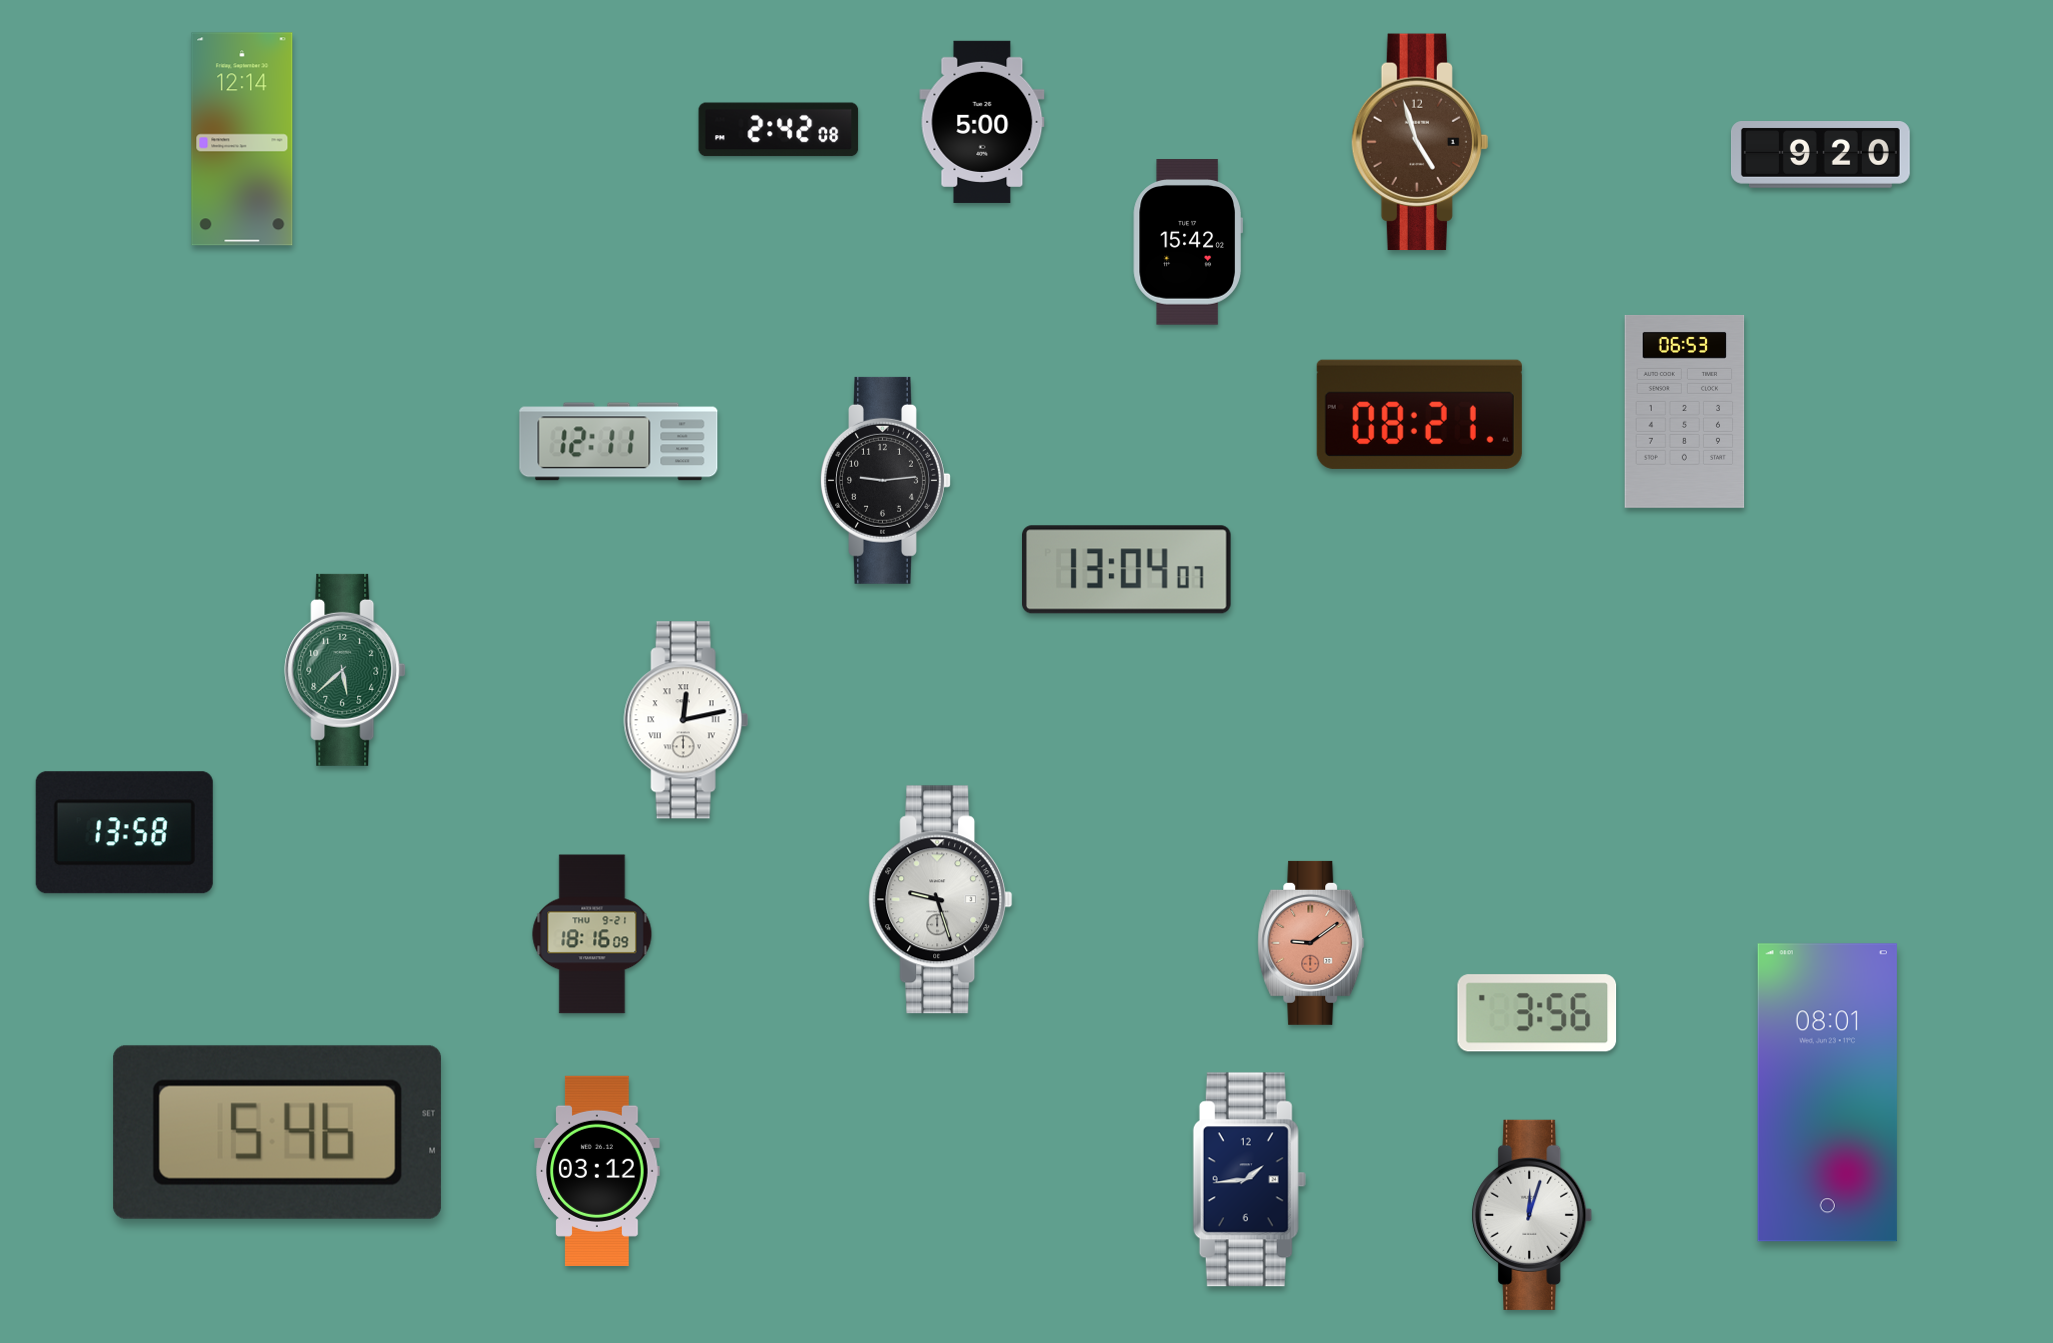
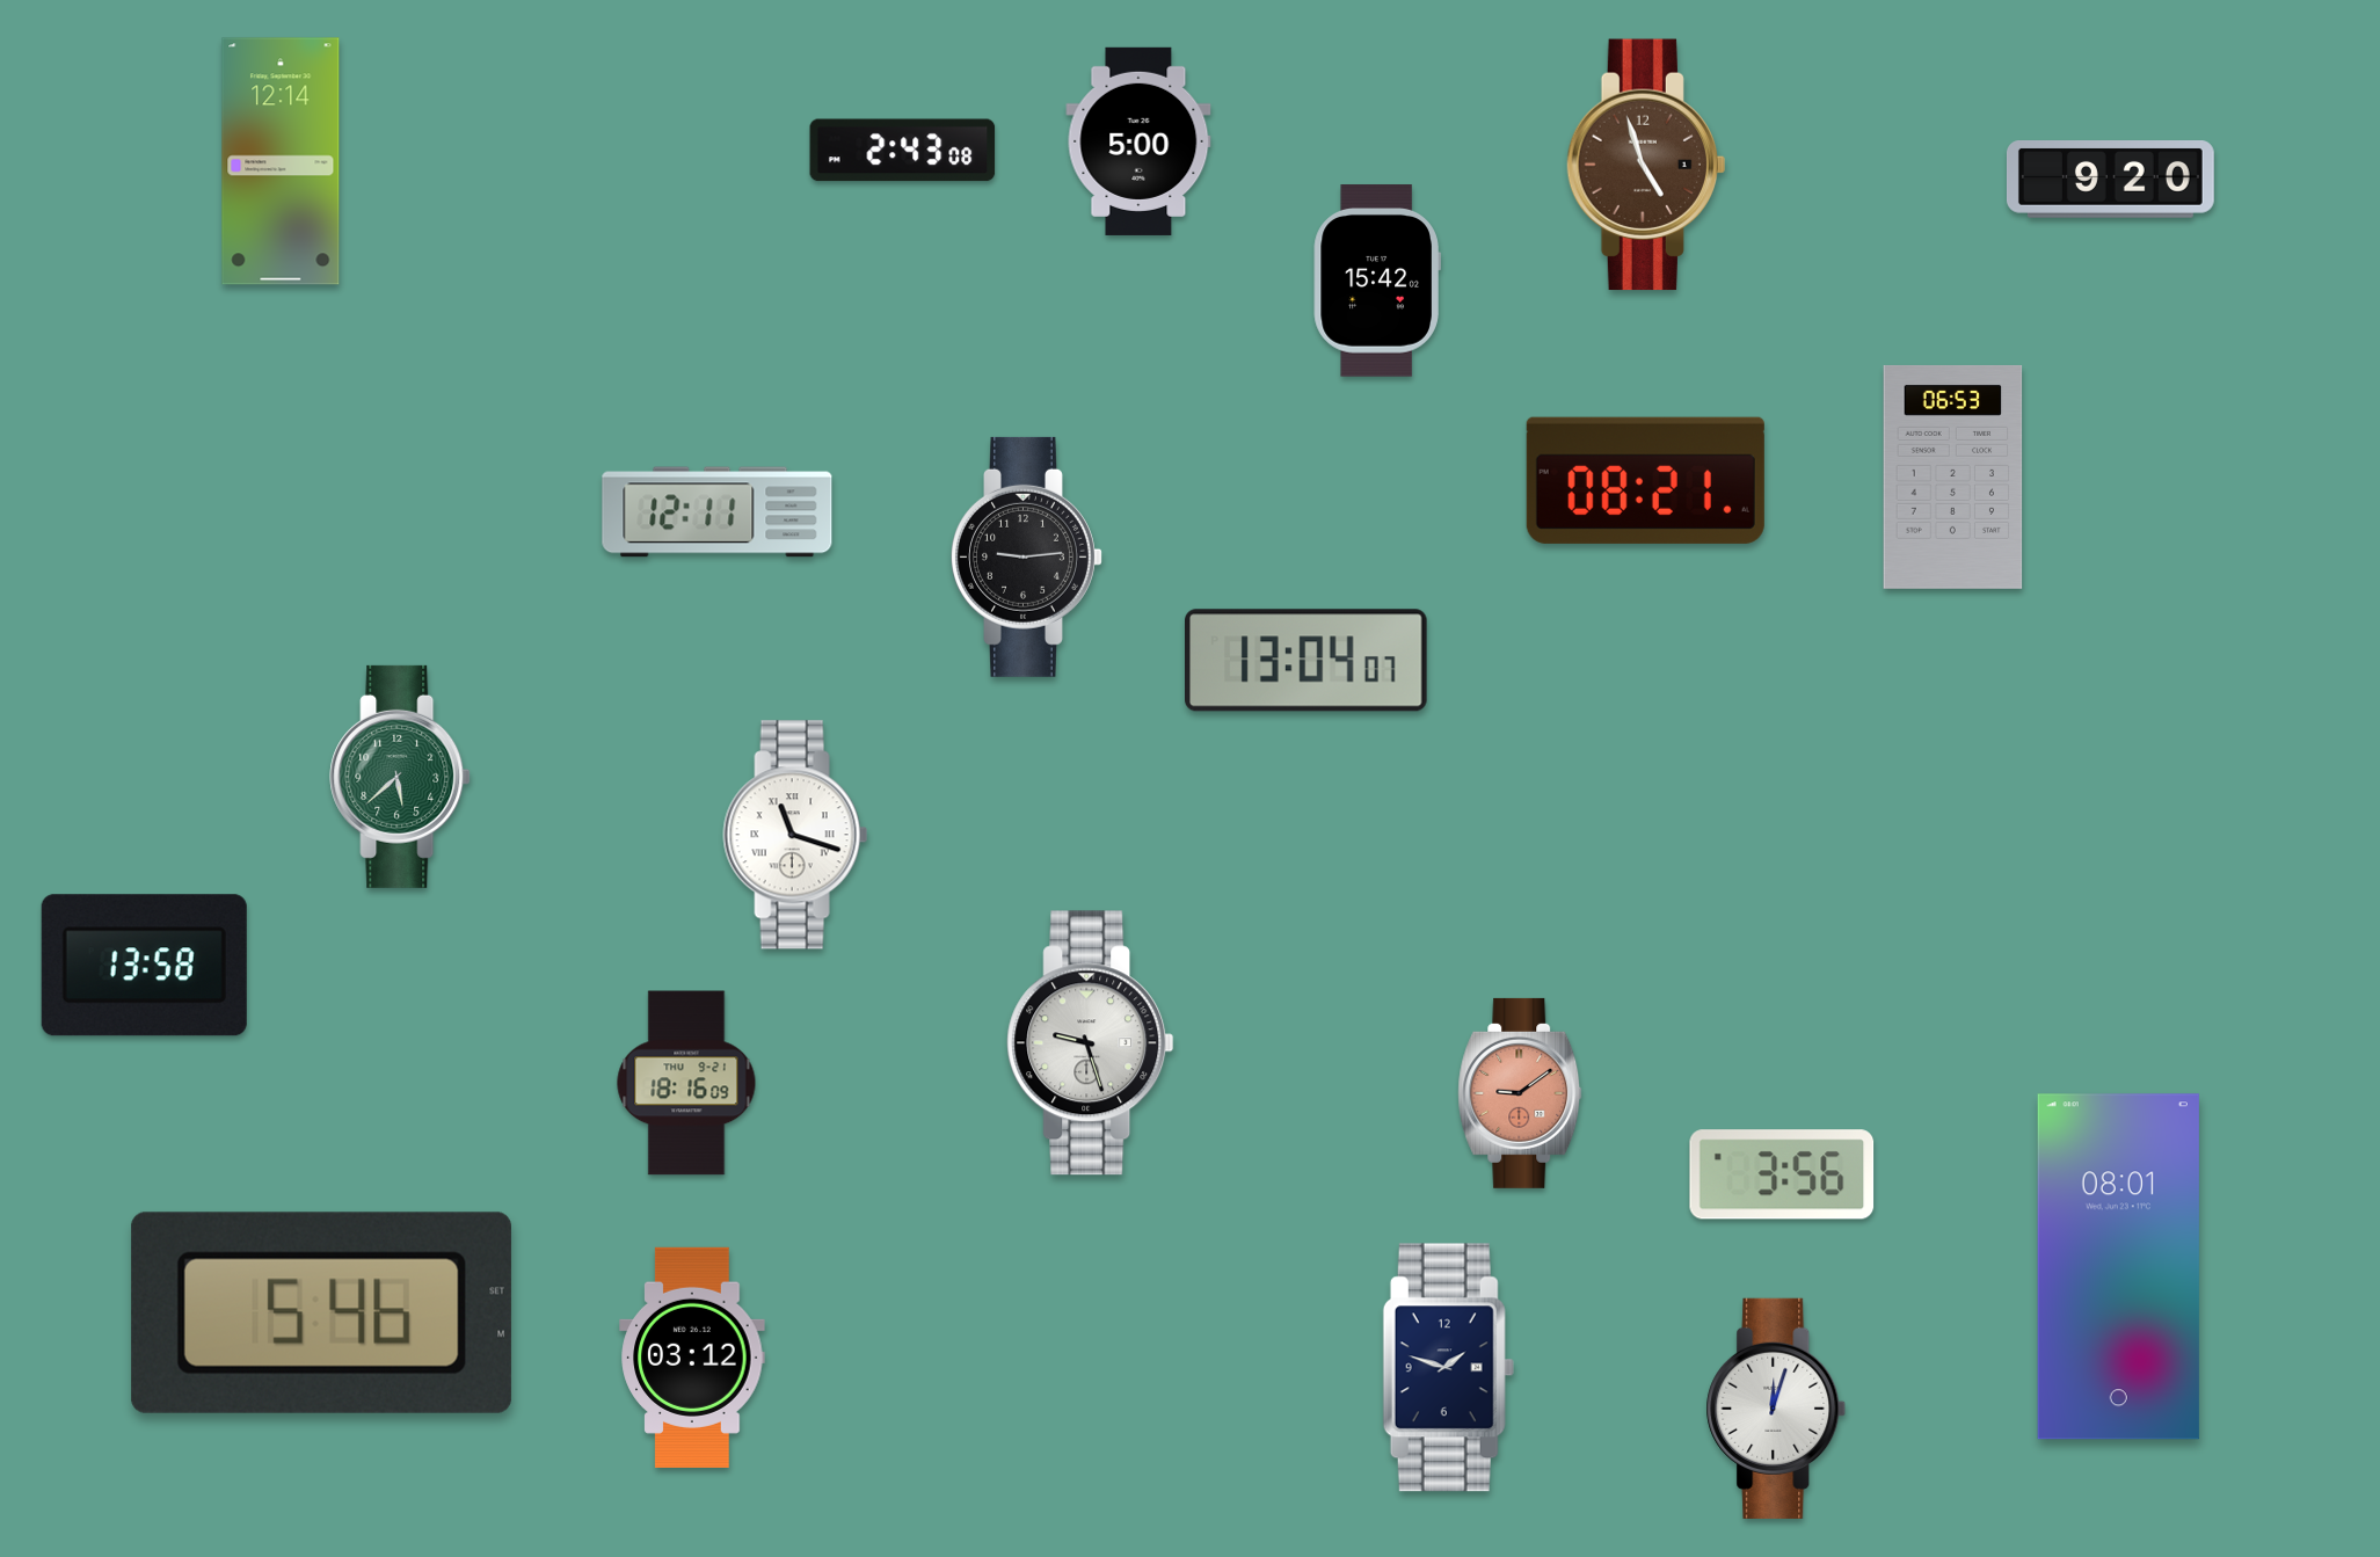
clock at (779, 130): 2:42 -> 2:43
clock at (686, 720): 12:13 -> 11:18
clock at (1249, 1180): 1:44 -> 1:48
